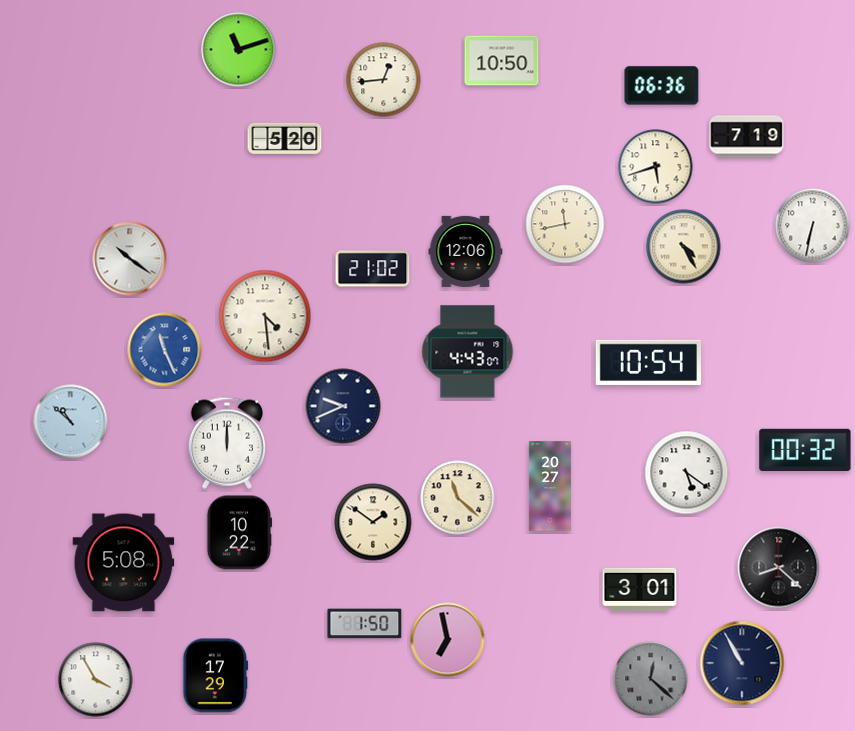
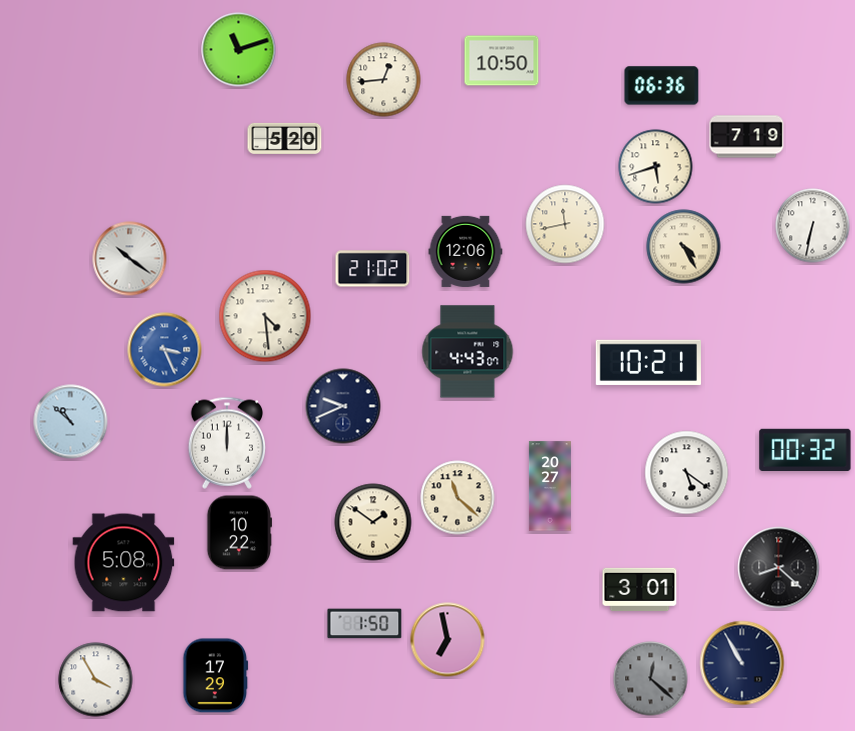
clock at (165, 350): 11:26 -> 3:26
clock at (648, 362): 10:54 -> 10:21
